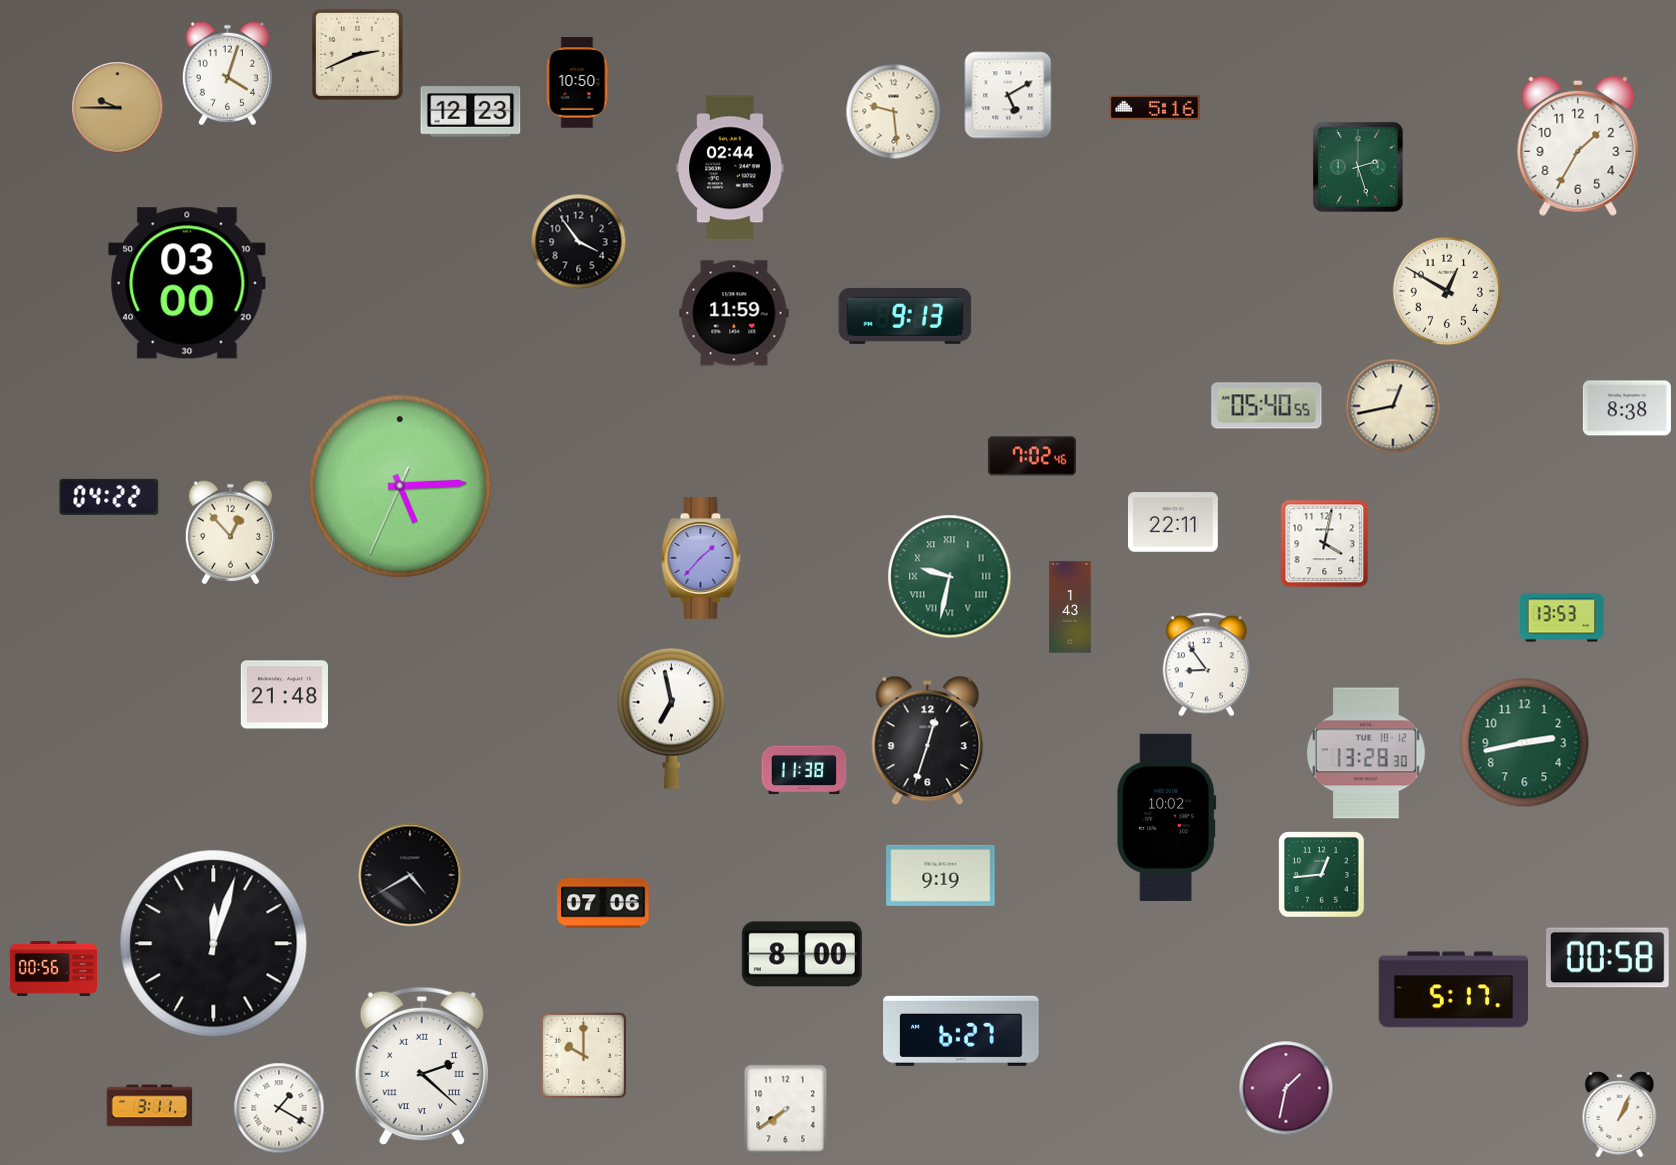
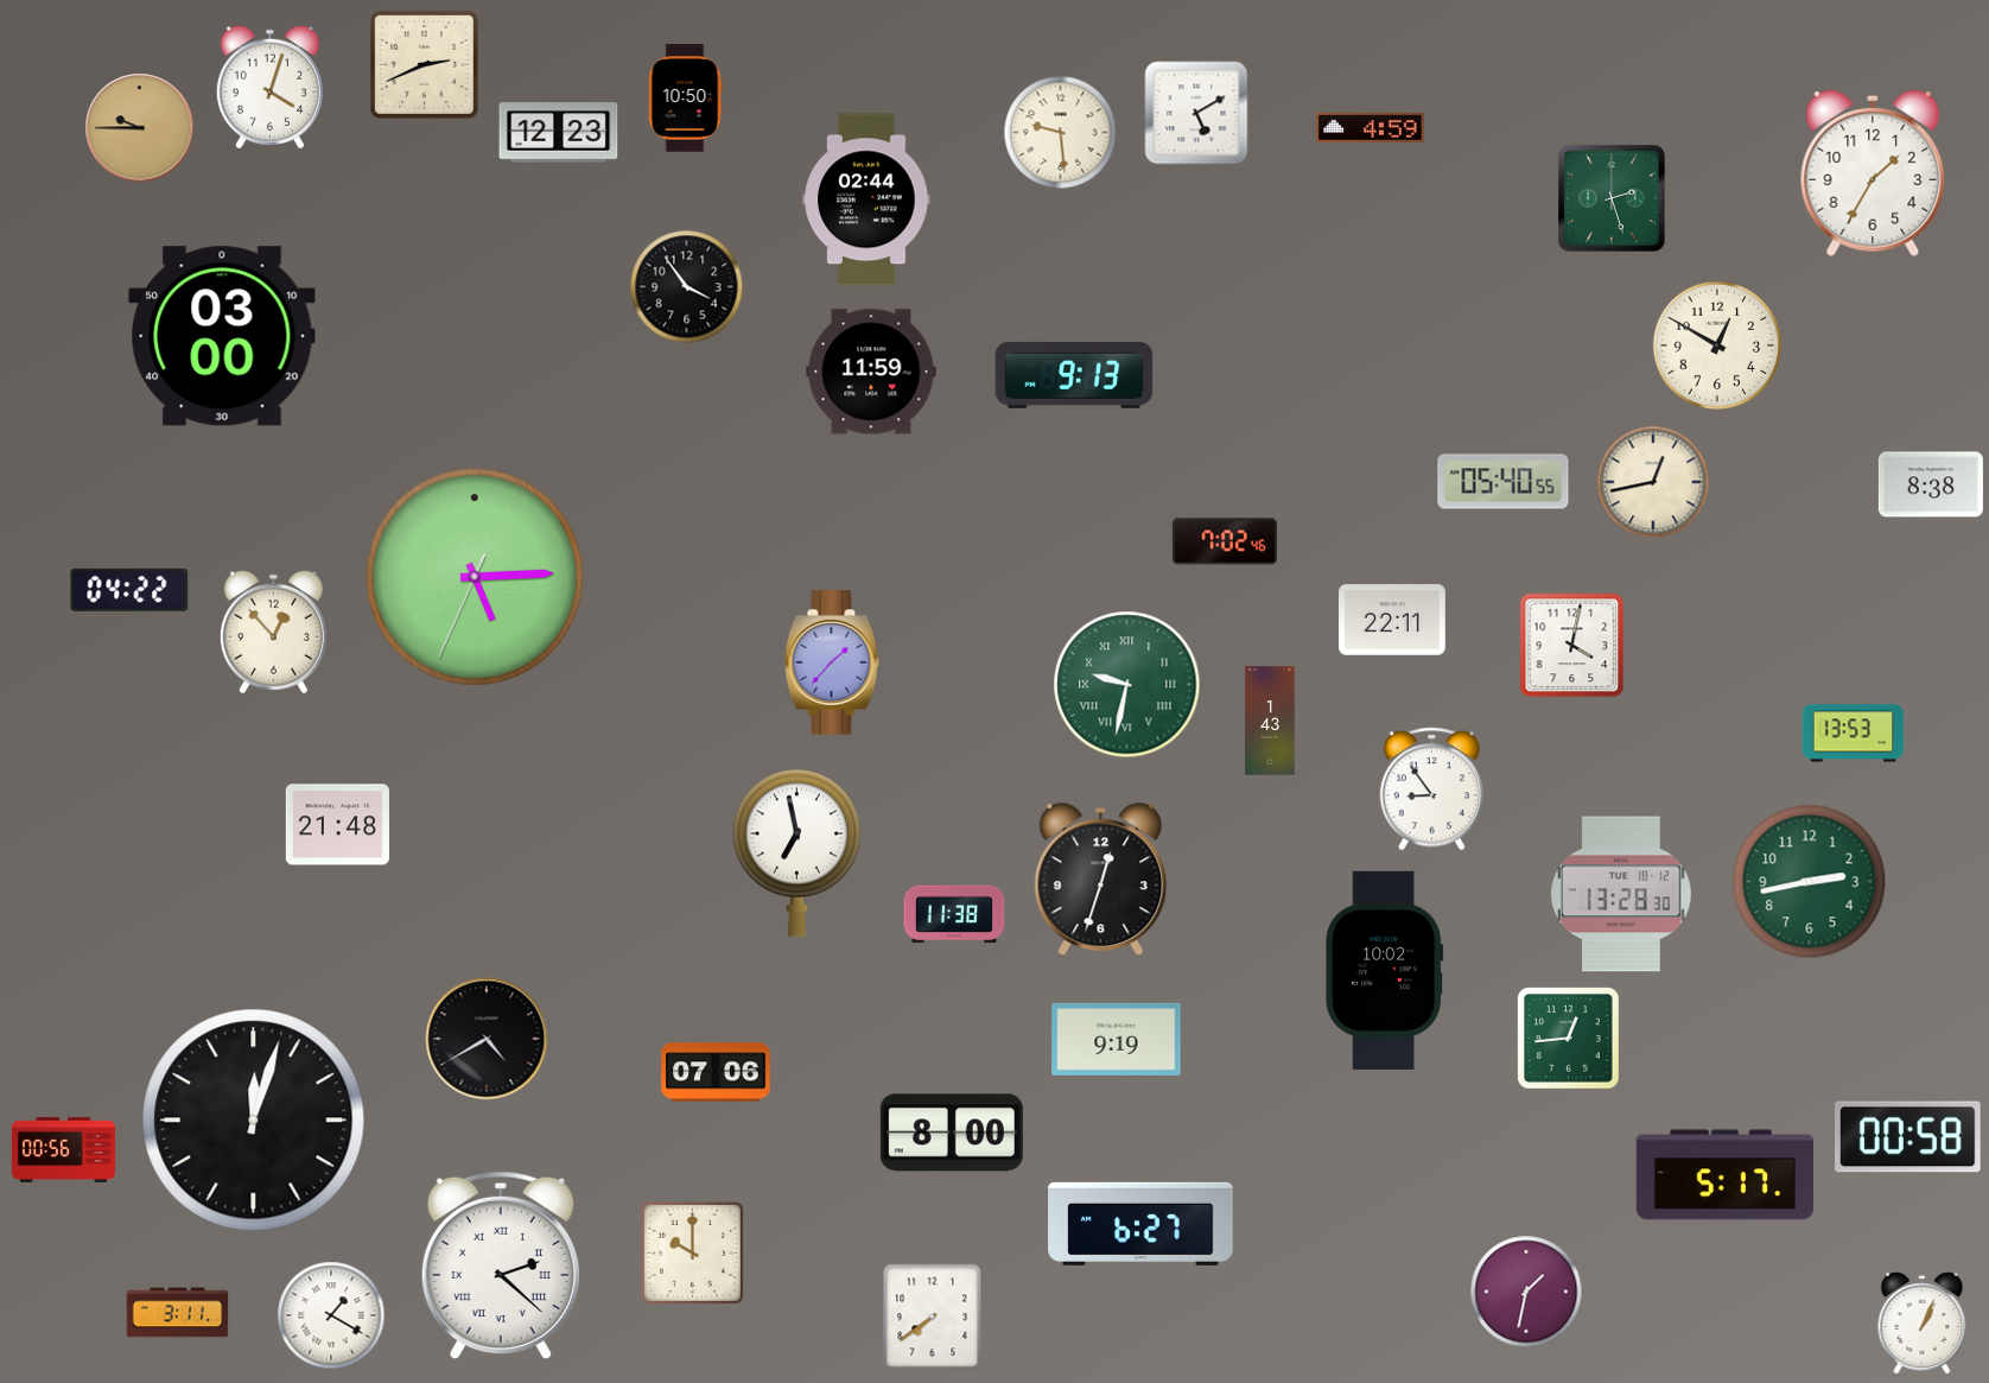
clock at (1155, 107): 5:16 -> 4:59
